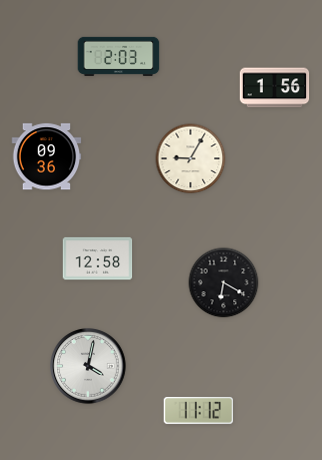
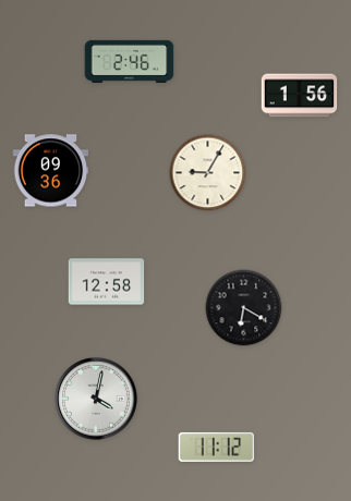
clock at (119, 56): 2:03 -> 2:46
